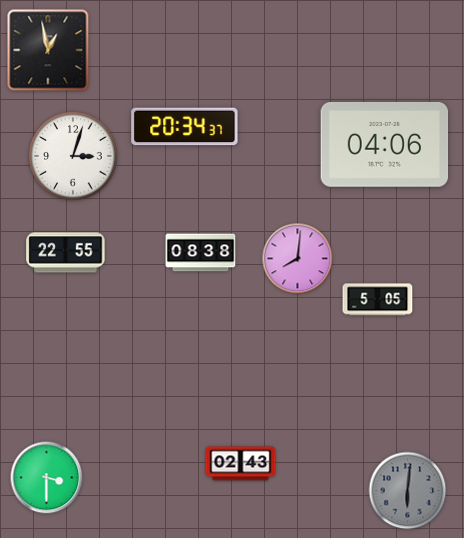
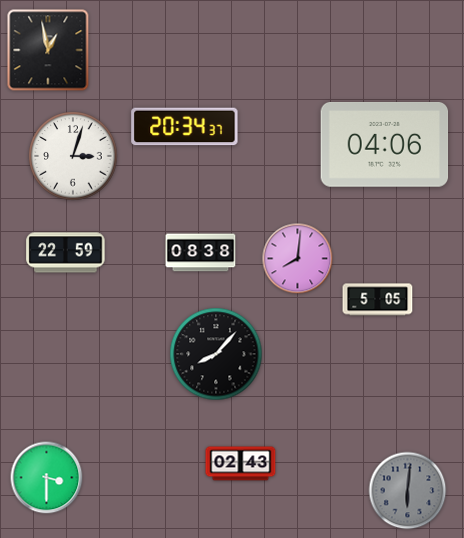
clock at (66, 253): 22:55 -> 22:59
clock at (216, 354): none -> 8:07
